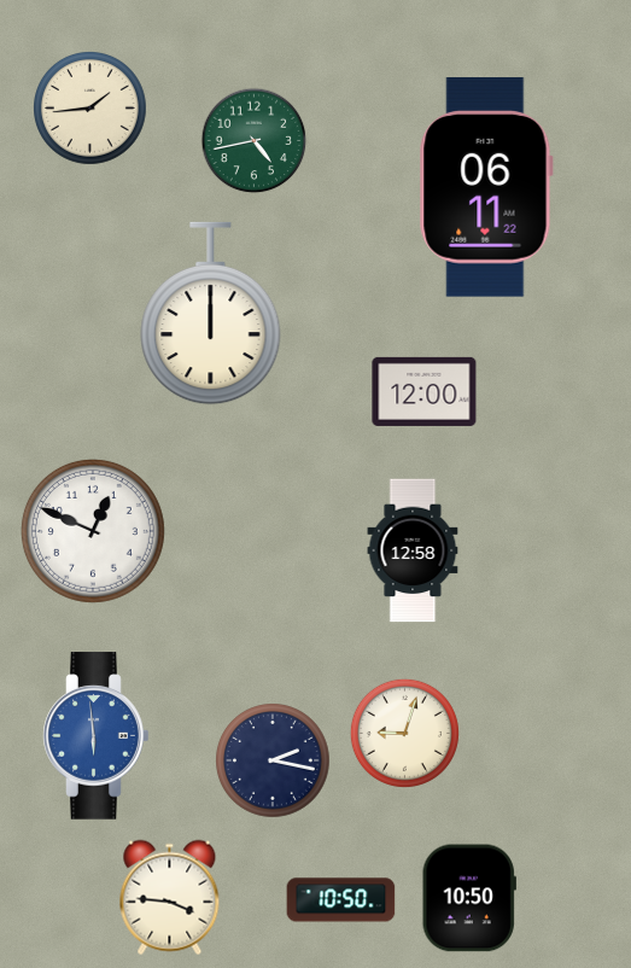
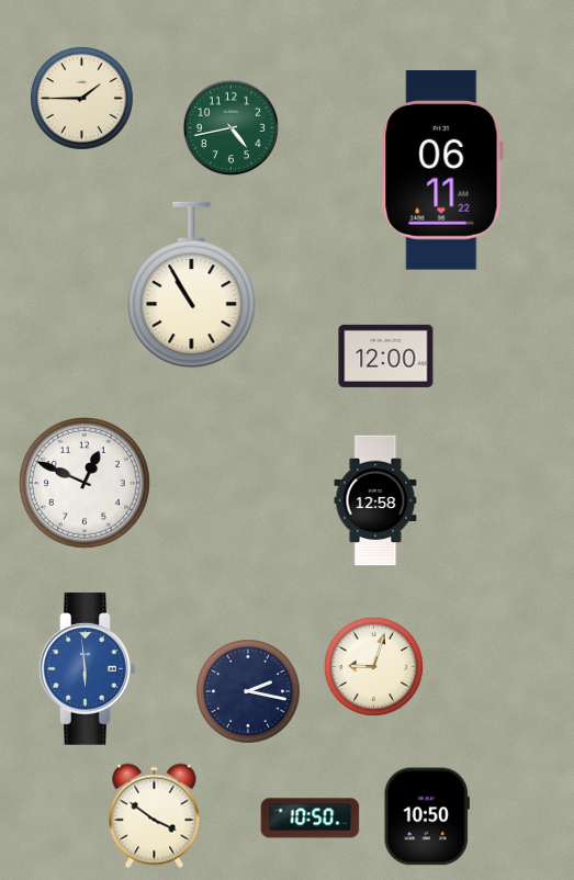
clock at (90, 109): 1:44 -> 1:45
clock at (211, 314): 12:00 -> 10:55
clock at (404, 733) position: (404, 733) -> (373, 666)
clock at (170, 898): 3:46 -> 3:51
